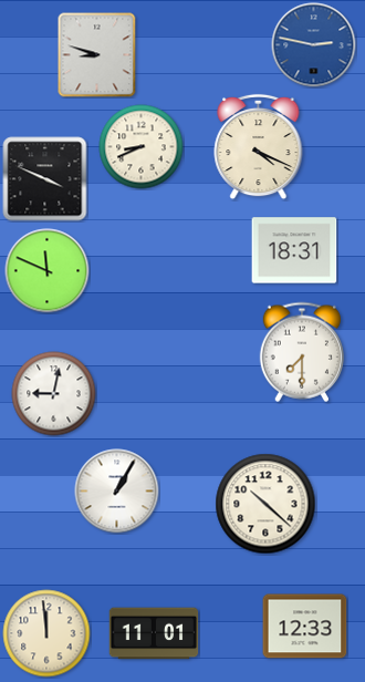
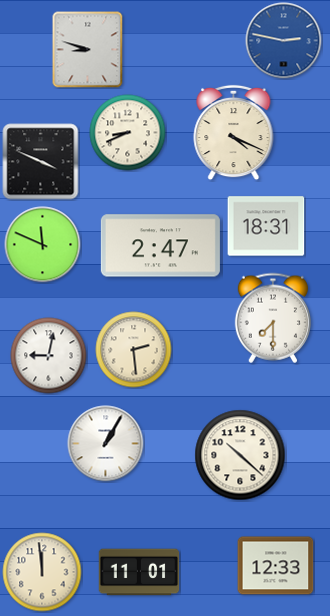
clock at (160, 246): none -> 2:47
clock at (134, 350): none -> 2:29
